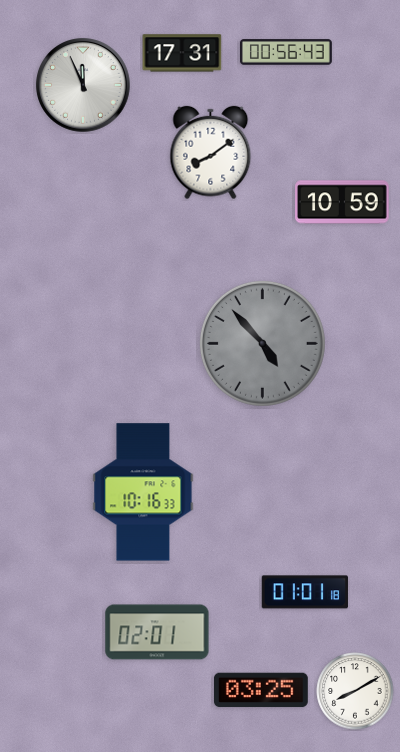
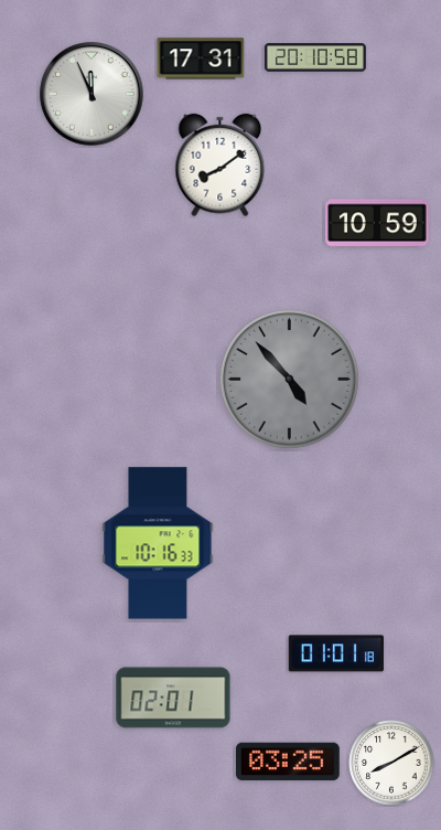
clock at (286, 52): 00:56 -> 20:10
clock at (211, 153) position: (211, 153) -> (220, 166)
